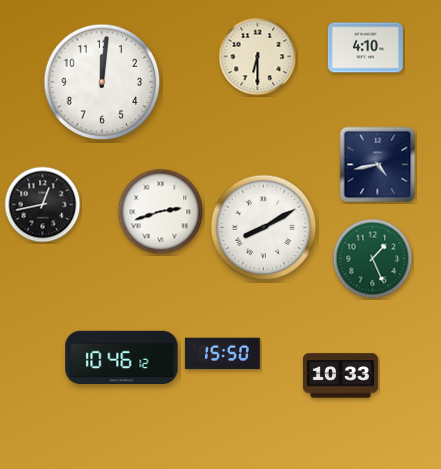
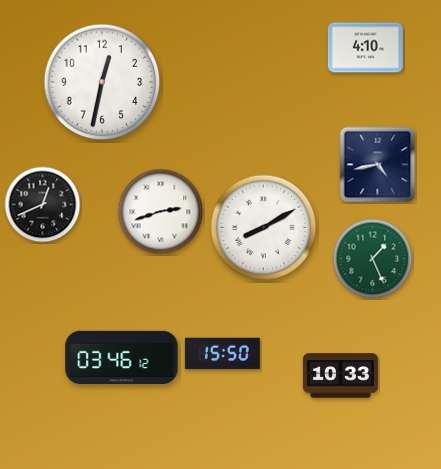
clock at (258, 57): 6:30 -> none
clock at (102, 82): 12:01 -> 12:32
clock at (43, 205): 12:43 -> 12:41
clock at (122, 357): 10:46 -> 03:46
